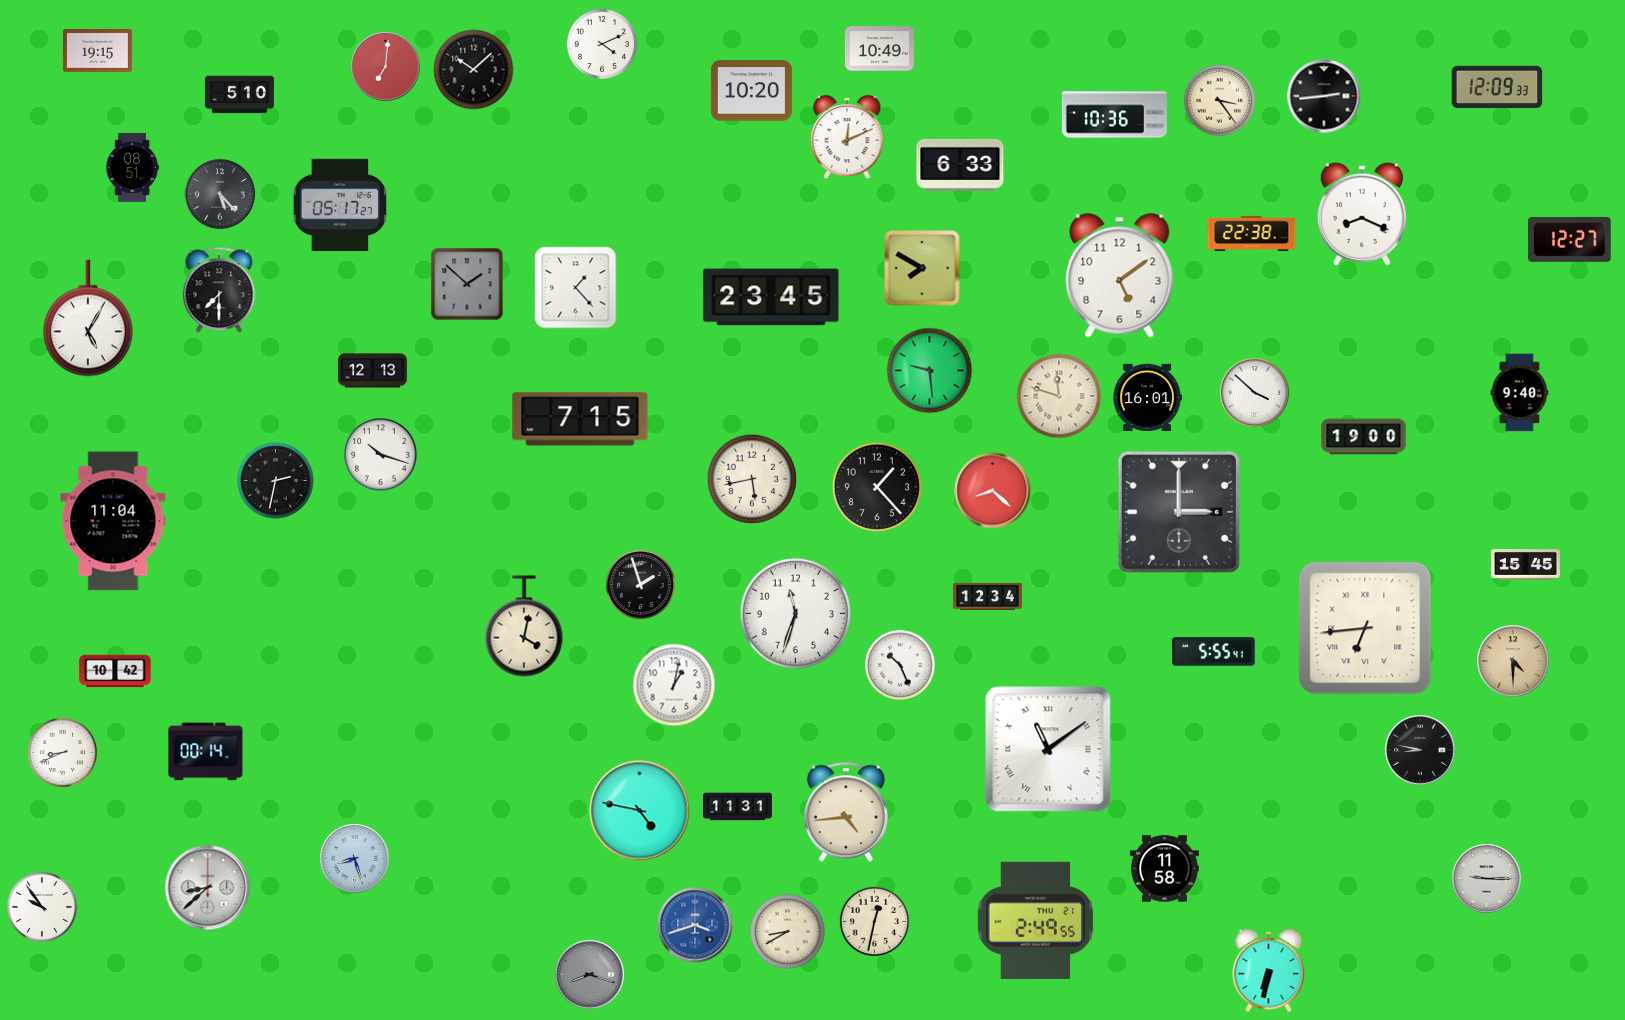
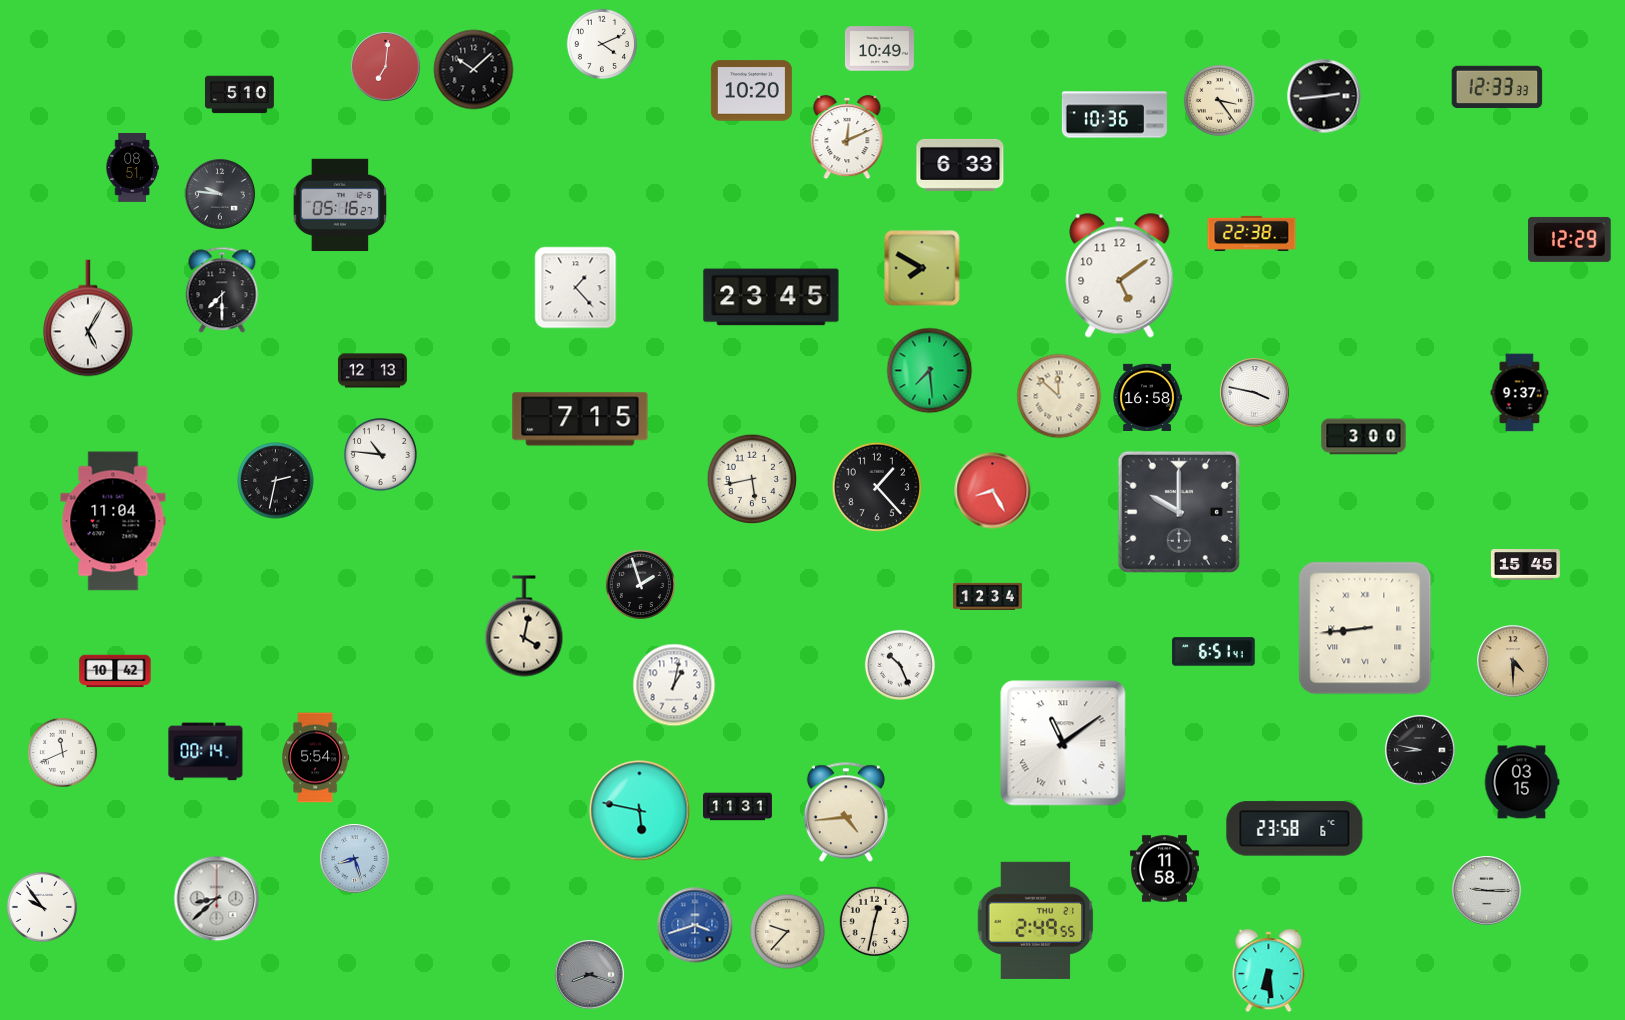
clock at (97, 51): 19:15 -> none
clock at (1497, 87): 12:09 -> 12:33
clock at (220, 194): 5:23 -> 9:46
clock at (339, 204): 05:17 -> 05:16
clock at (1362, 214): 8:19 -> none
clock at (1570, 239): 12:27 -> 12:29
clock at (467, 284): 1:52 -> none
clock at (219, 290) position: (219, 290) -> (222, 290)
clock at (930, 371): 9:29 -> 7:29
clock at (1255, 393): 3:52 -> 3:47
clock at (1520, 393): 9:40 -> 9:37
clock at (1059, 396): 11:48 -> 11:52
clock at (1147, 397): 16:01 -> 16:58
clock at (1364, 437): 19:00 -> 3:00
clock at (381, 455): 10:18 -> 10:46
clock at (993, 491): 8:22 -> 8:25
clock at (1179, 512): 3:00 -> 10:00
clock at (795, 613): 11:33 -> none
clock at (1365, 628): 6:44 -> 8:44
clock at (1214, 652): 5:55 -> 6:51
clock at (1048, 749) position: (1048, 749) -> (1063, 743)
clock at (63, 753): 8:41 -> 11:41
clock at (316, 758): none -> 5:54
clock at (1522, 782): none -> 03:15
clock at (640, 811): 4:47 -> 5:47
clock at (1295, 829): none -> 23:58
clock at (1487, 879) position: (1487, 879) -> (1487, 891)
clock at (208, 888) position: (208, 888) -> (217, 899)
clock at (788, 932): 8:40 -> 9:37
clock at (1269, 971): 6:32 -> 6:29
